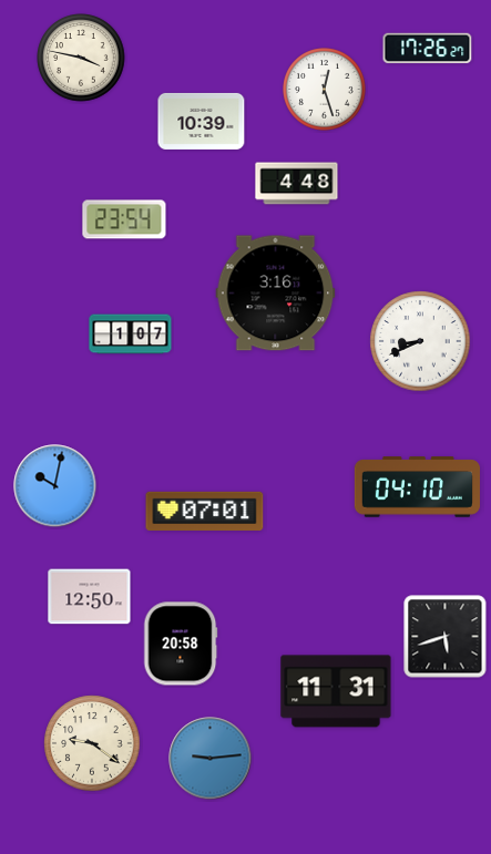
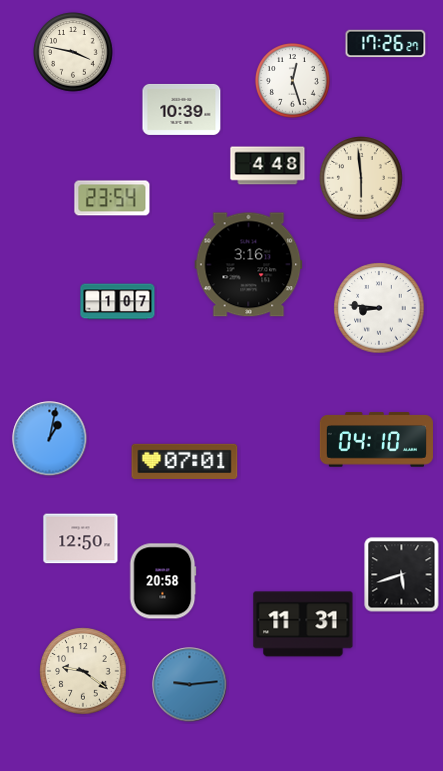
clock at (361, 178): none -> 5:59
clock at (420, 341): 8:41 -> 8:46
clock at (55, 486): 10:02 -> 1:02
